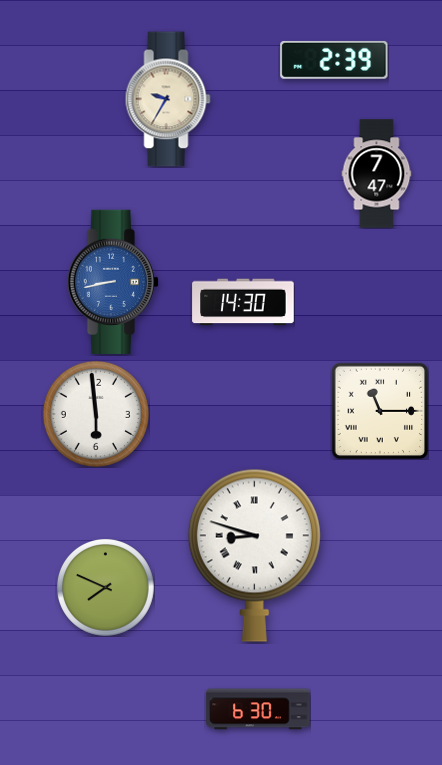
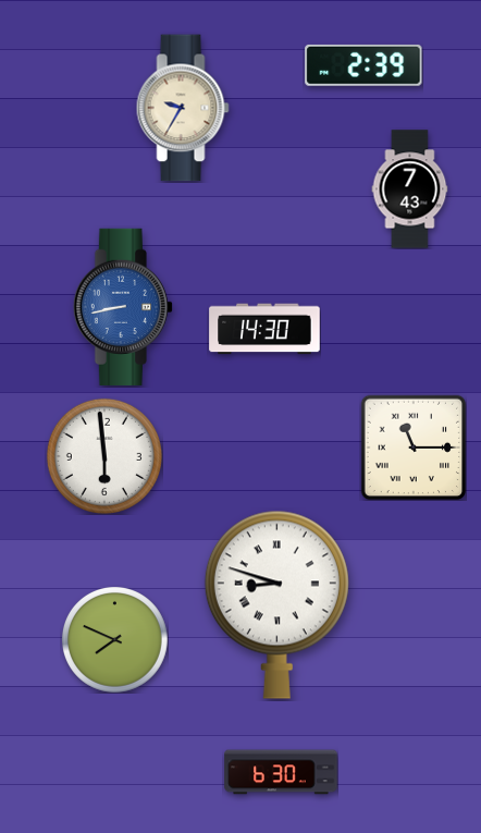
clock at (377, 174): 7:47 -> 7:43
clock at (96, 414) position: (96, 414) -> (104, 456)
